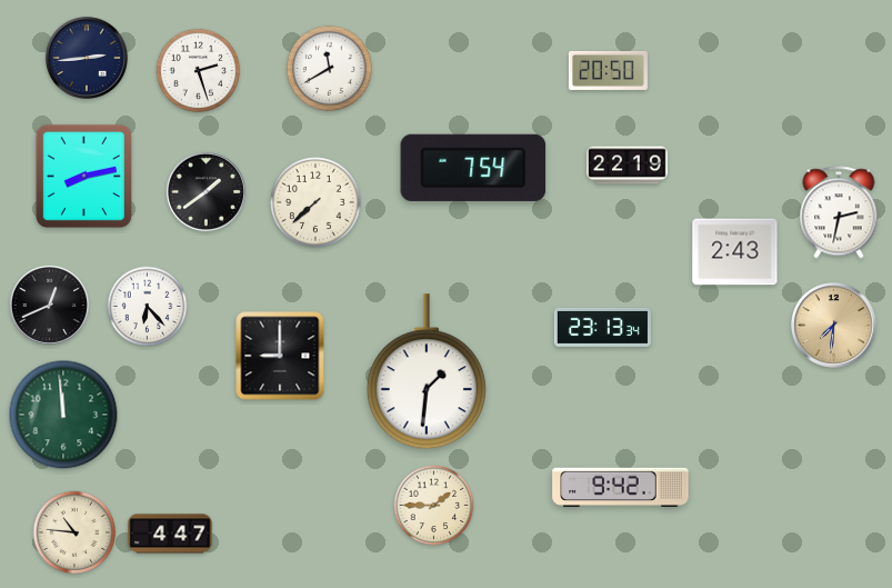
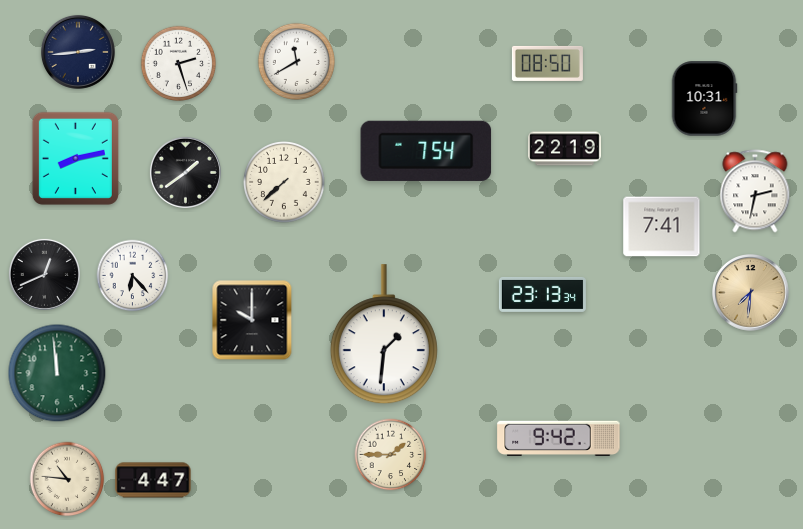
clock at (608, 70): 20:50 -> 08:50
clock at (704, 99): none -> 10:31
clock at (735, 252): 2:43 -> 7:41
clock at (280, 356): 9:00 -> 10:00
